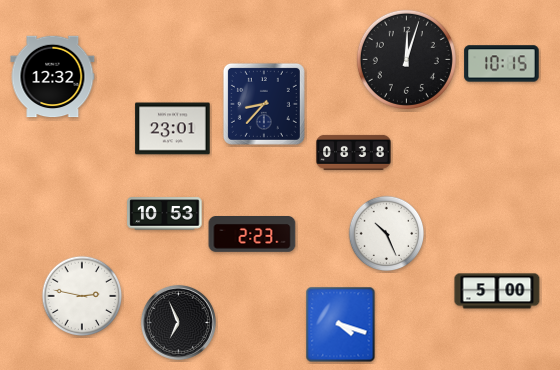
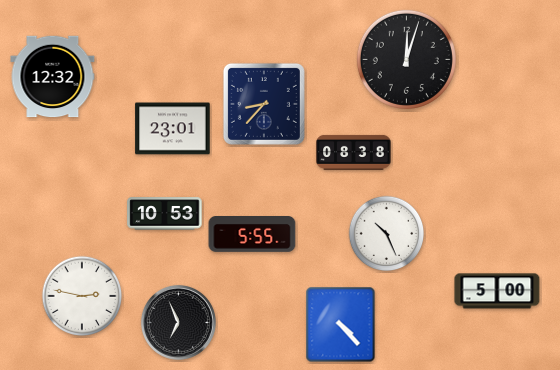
clock at (502, 64): 10:15 -> none
clock at (252, 235): 2:23 -> 5:55
clock at (341, 325): 4:18 -> 4:23
